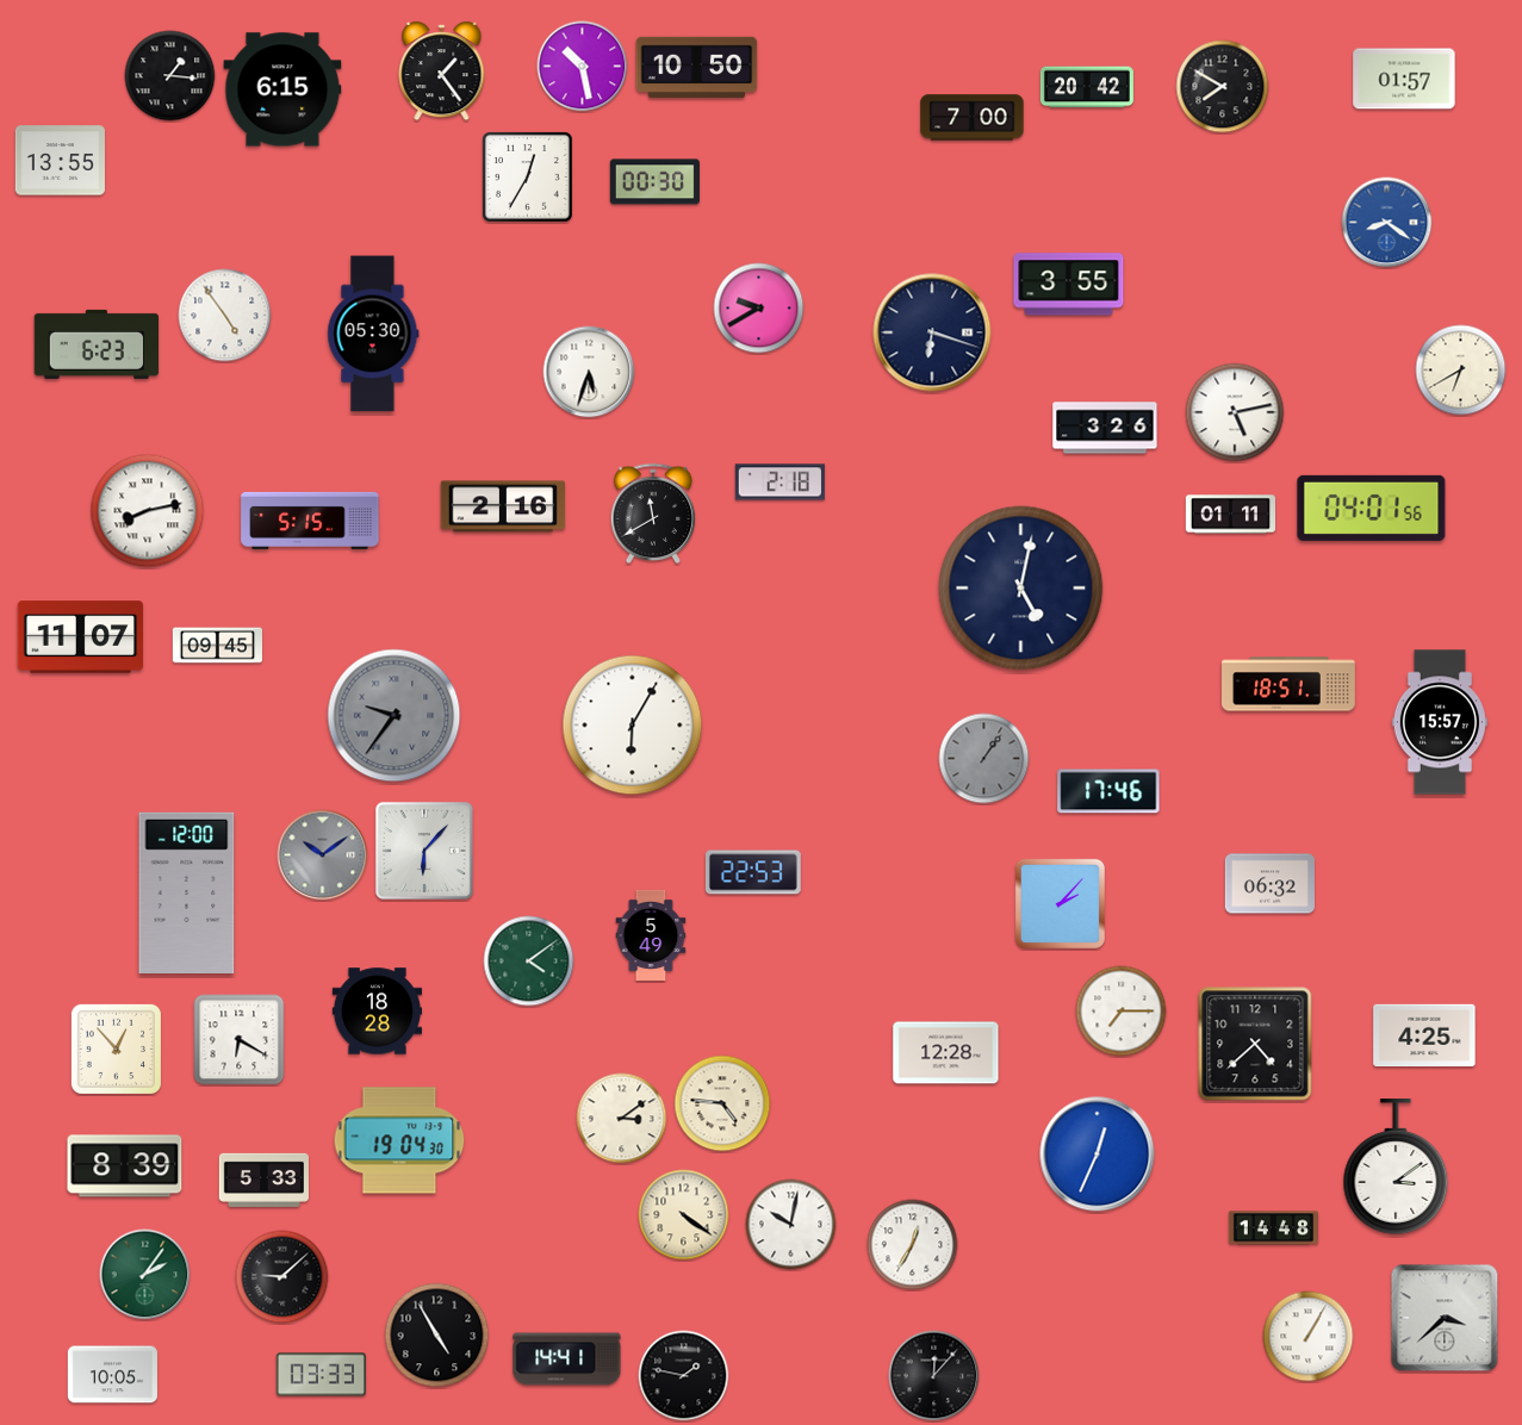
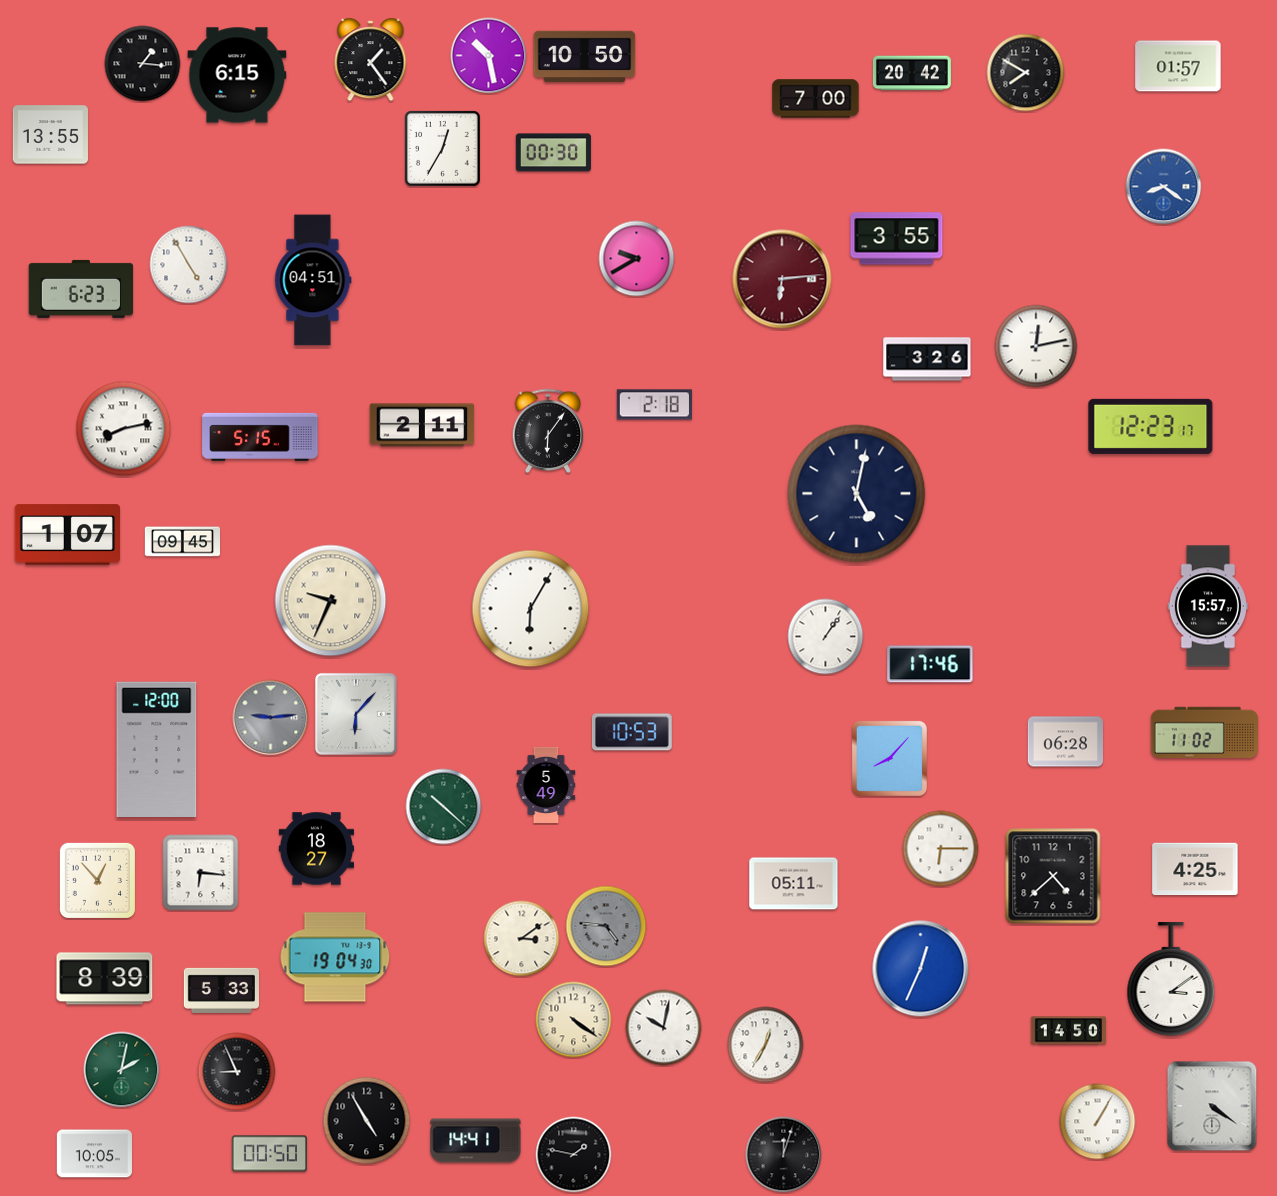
clock at (654, 182) position: (654, 182) -> (553, 153)
clock at (225, 316): 4:54 -> 4:55
clock at (932, 332): 6:18 -> 6:14
clock at (932, 332) dial: navy -> burgundy
clock at (373, 334): 05:30 -> 04:51
clock at (1461, 371): 6:40 -> none
clock at (589, 372): 5:33 -> none
clock at (1235, 412): 5:13 -> 12:13
clock at (503, 506): 2:16 -> 2:11
clock at (1372, 508): 04:01 -> 12:23
clock at (653, 514): 11:40 -> 6:06
clock at (1230, 515): 01:11 -> none
clock at (80, 637): 11:07 -> 1:07
clock at (1290, 684): 18:51 -> none
clock at (395, 716): 9:36 -> 9:34
clock at (395, 716) dial: grey -> cream
clock at (984, 759) dial: grey -> white
clock at (323, 855): 10:09 -> 9:14
clock at (753, 872): 22:53 -> 10:53
clock at (1204, 733): none -> 11:02
clock at (1269, 884): 06:32 -> 06:28
clock at (1060, 903): 2:07 -> 8:07
clock at (529, 962): 4:09 -> 10:22
clock at (377, 1012): 18:28 -> 18:27
clock at (1122, 1012): 7:15 -> 6:15
clock at (240, 1040): 6:20 -> 6:16
clock at (946, 1053): 12:28 -> 05:11
clock at (722, 1103) dial: cream -> grey
clock at (1273, 1228): 14:48 -> 14:50
clock at (145, 1275): 2:06 -> 2:02
clock at (282, 1277): 9:08 -> 8:56
clock at (1445, 1318): 3:38 -> 4:21
clock at (321, 1375): 03:33 -> 00:50
clock at (934, 1376): 12:07 -> 12:03
